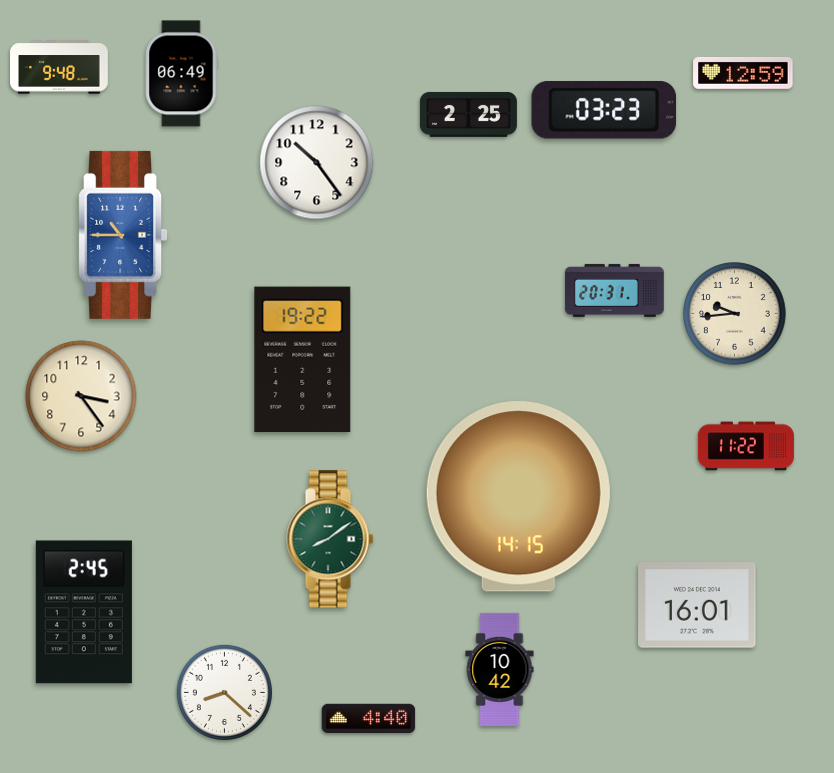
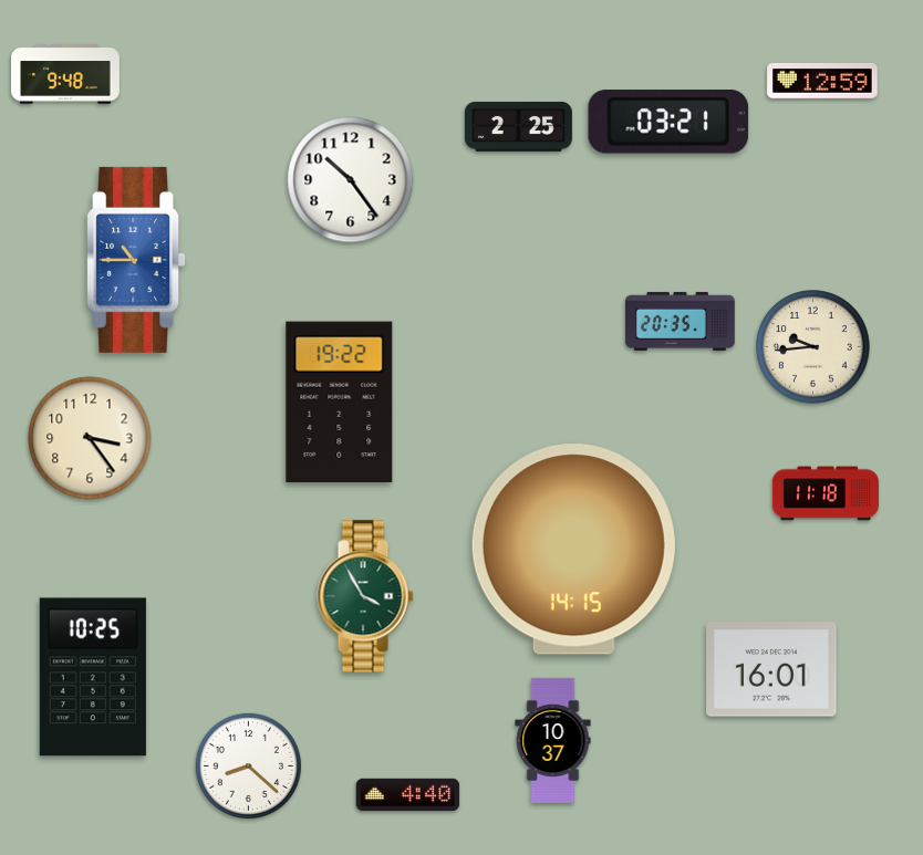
clock at (181, 74): 06:49 -> none
clock at (604, 111): 03:23 -> 03:21
clock at (615, 290): 20:31 -> 20:35
clock at (303, 360) position: (303, 360) -> (340, 403)
clock at (746, 446): 11:22 -> 11:18
clock at (330, 539): 8:09 -> 3:55
clock at (84, 612): 2:45 -> 10:25
clock at (500, 669): 10:42 -> 10:37
